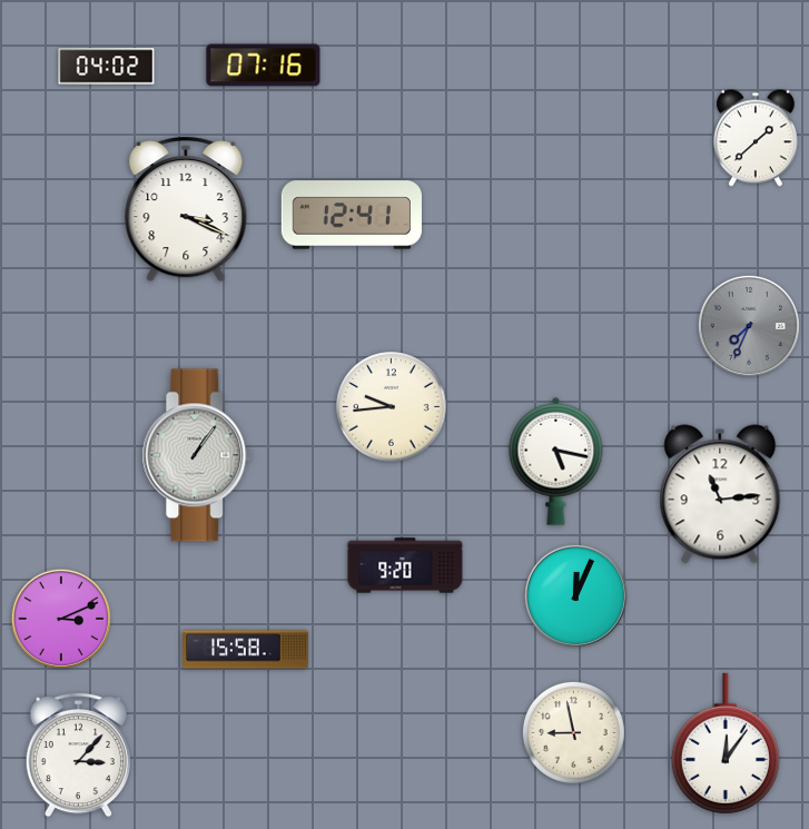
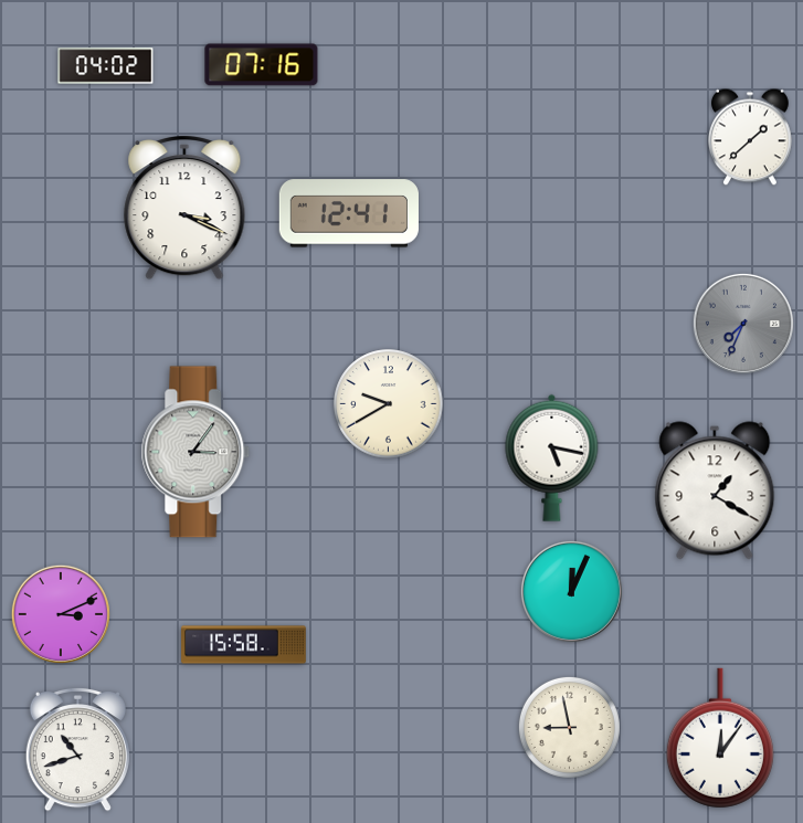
clock at (392, 407): 9:44 -> 9:40
clock at (197, 455): 1:06 -> 3:06
clock at (720, 494): 11:14 -> 1:20
clock at (405, 565): 9:20 -> none
clock at (78, 754): 3:07 -> 10:42
